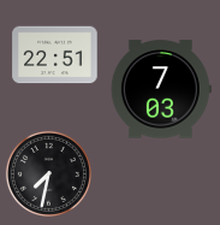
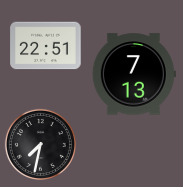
clock at (161, 89): 7:03 -> 7:13
